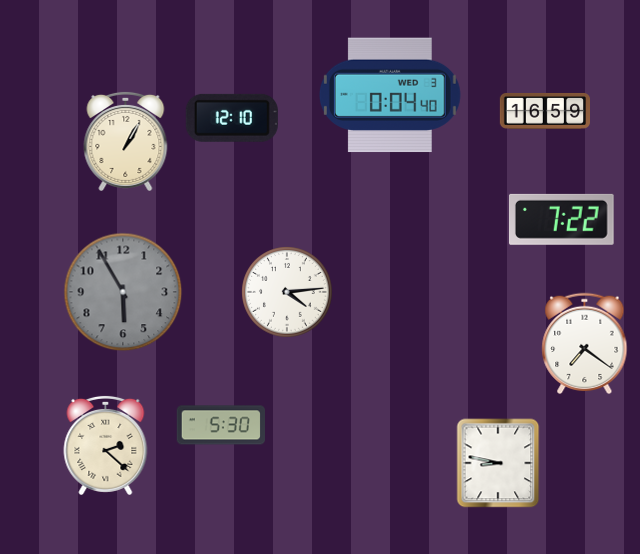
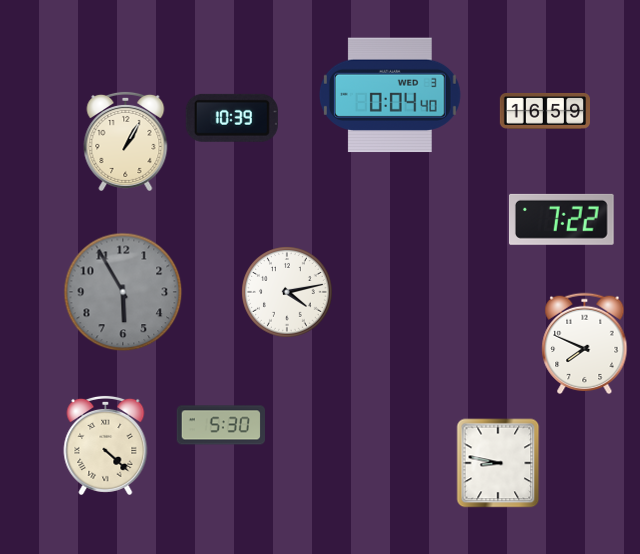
clock at (232, 118): 12:10 -> 10:39
clock at (287, 292): 4:14 -> 4:13
clock at (585, 343): 7:21 -> 7:49
clock at (106, 445): 2:22 -> 4:22
